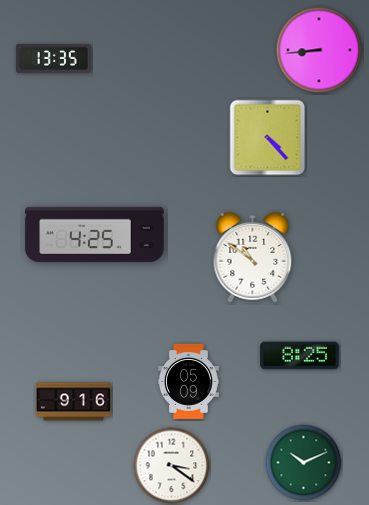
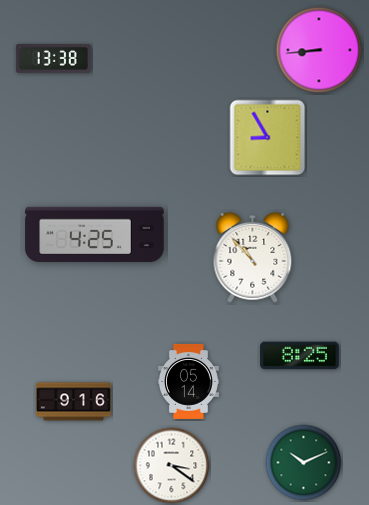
clock at (53, 58): 13:35 -> 13:38
clock at (268, 138): 4:23 -> 8:55
clock at (253, 257): 10:51 -> 10:53
clock at (188, 381): 05:09 -> 05:14
